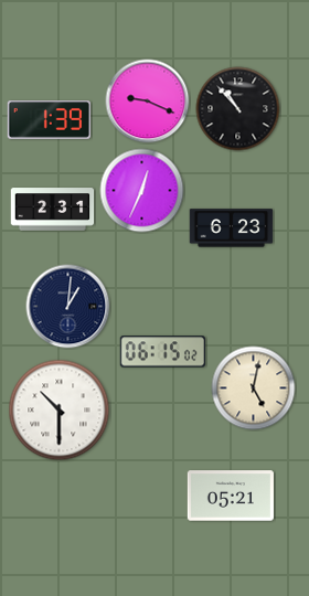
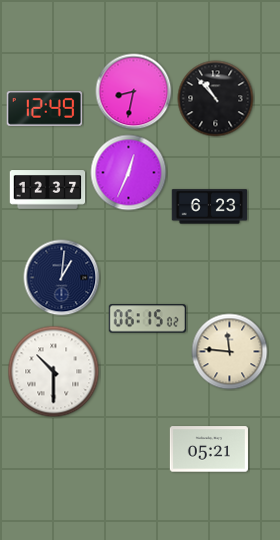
clock at (148, 102): 9:19 -> 8:32
clock at (50, 120): 1:39 -> 12:49
clock at (53, 210): 2:31 -> 12:37
clock at (254, 389): 5:02 -> 11:46
